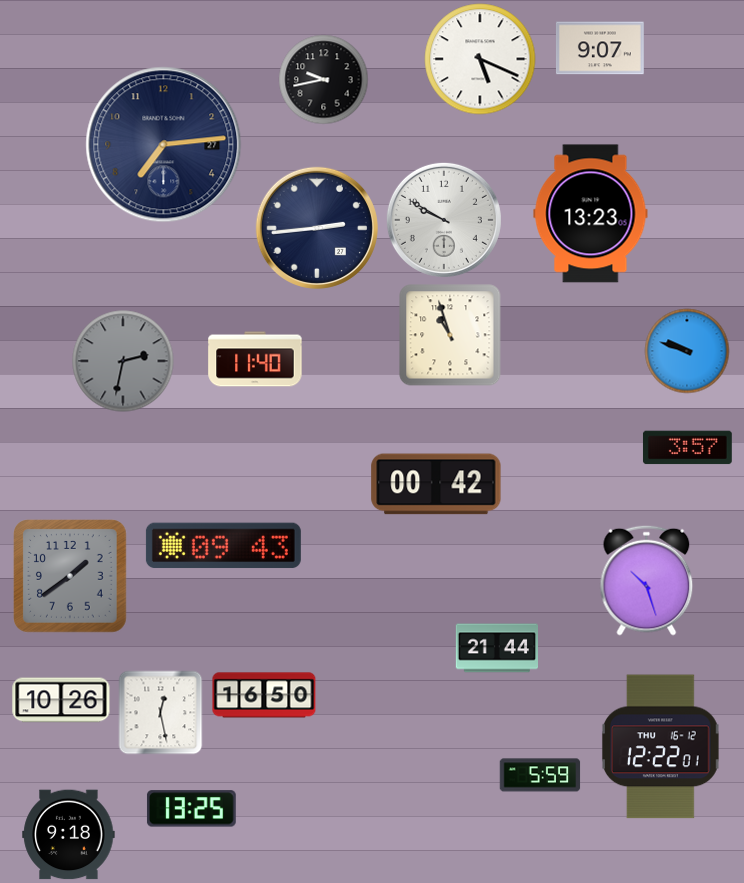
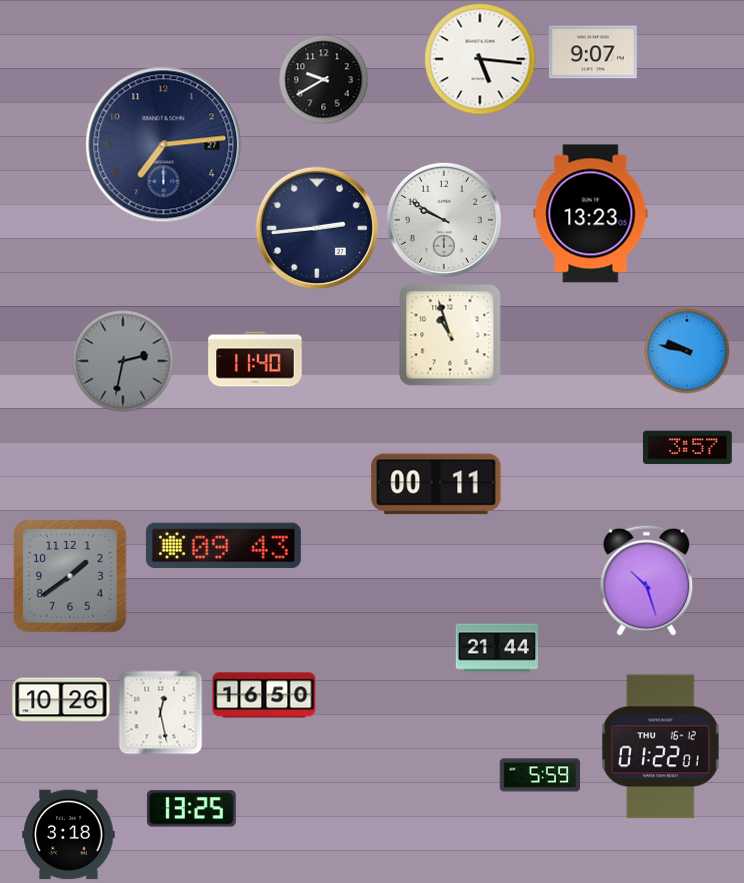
clock at (600, 48) position: (600, 48) -> (593, 52)
clock at (480, 59): 5:19 -> 5:16
clock at (324, 80): 9:43 -> 9:40
clock at (687, 351): 9:48 -> 9:47
clock at (436, 484): 00:42 -> 00:11
clock at (660, 747): 12:22 -> 01:22
clock at (69, 835): 9:18 -> 3:18
